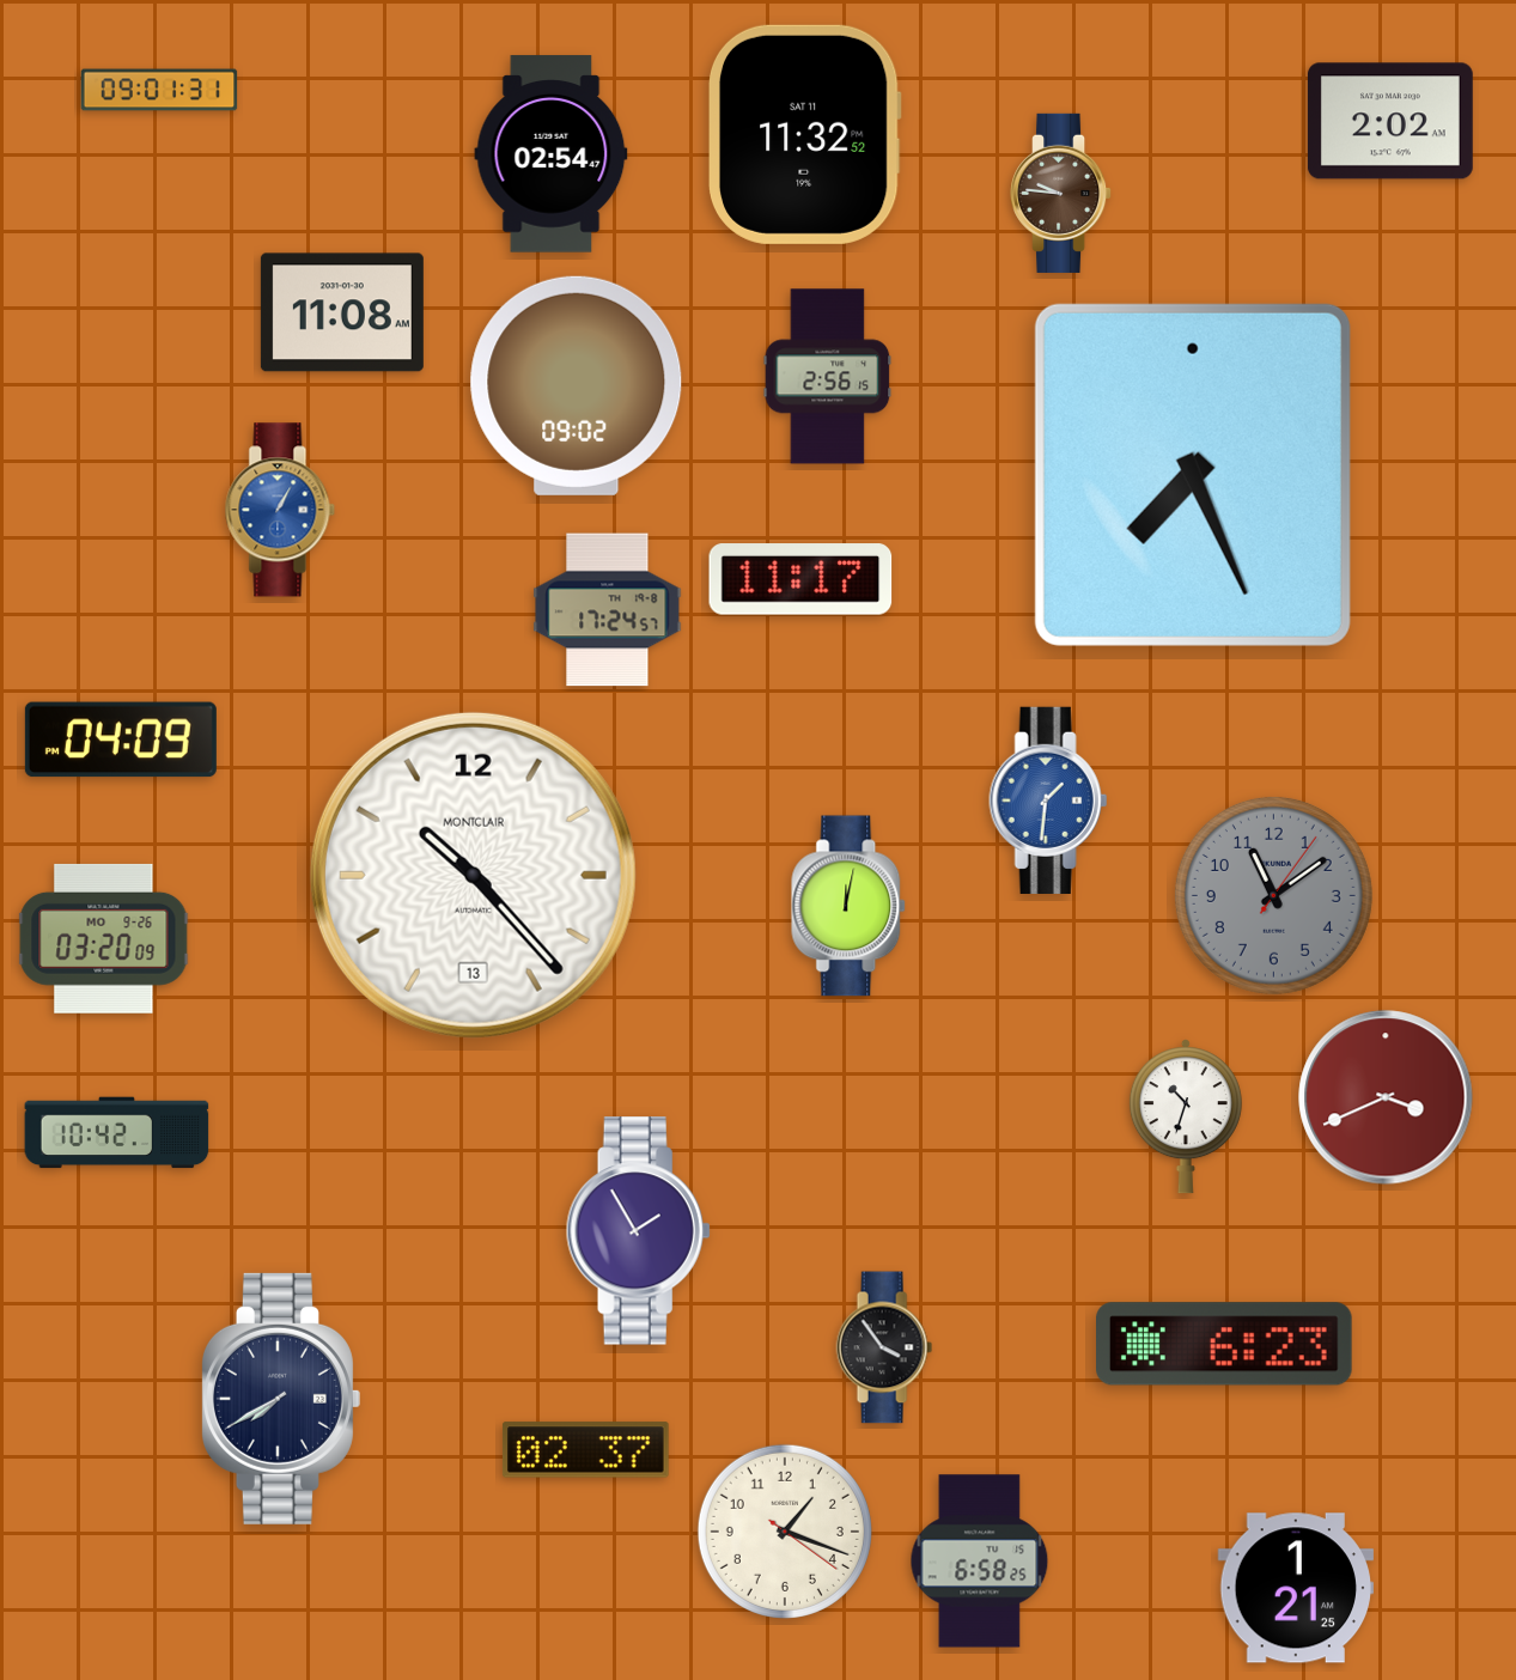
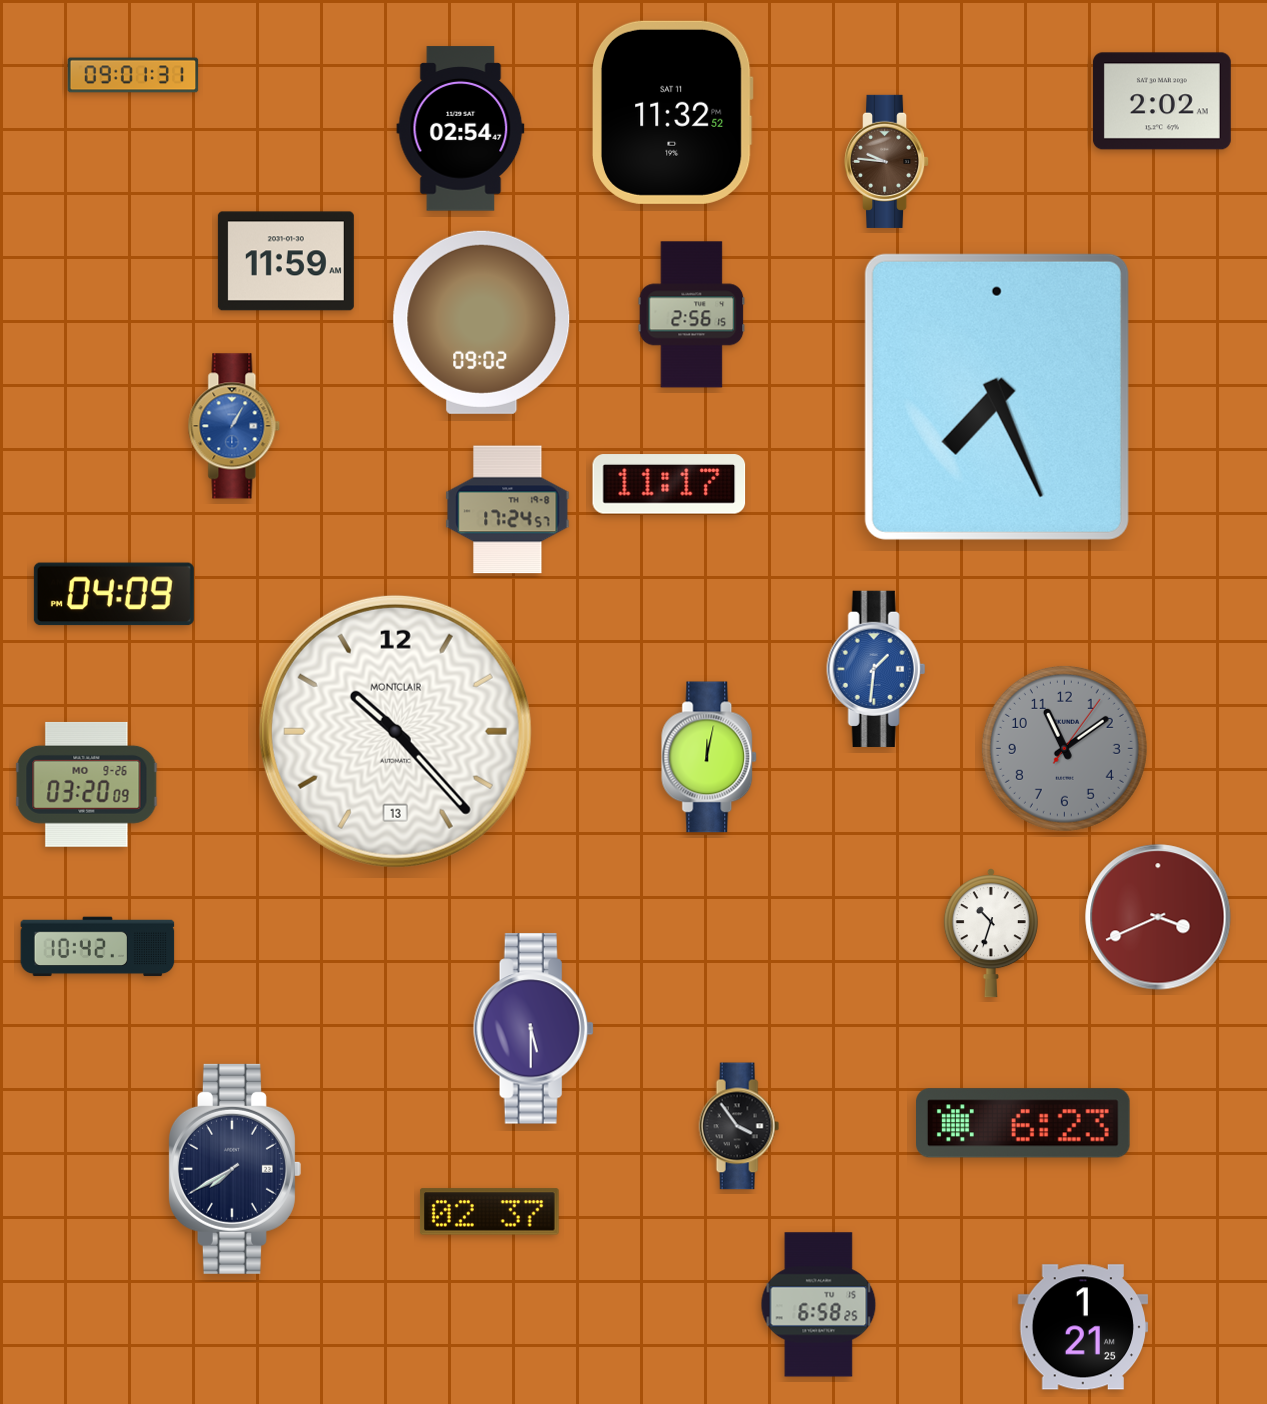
clock at (342, 312): 11:08 -> 11:59
clock at (121, 739) position: (121, 739) -> (114, 594)
clock at (638, 1231): 1:55 -> 5:30
clock at (785, 1532): 1:18 -> none
